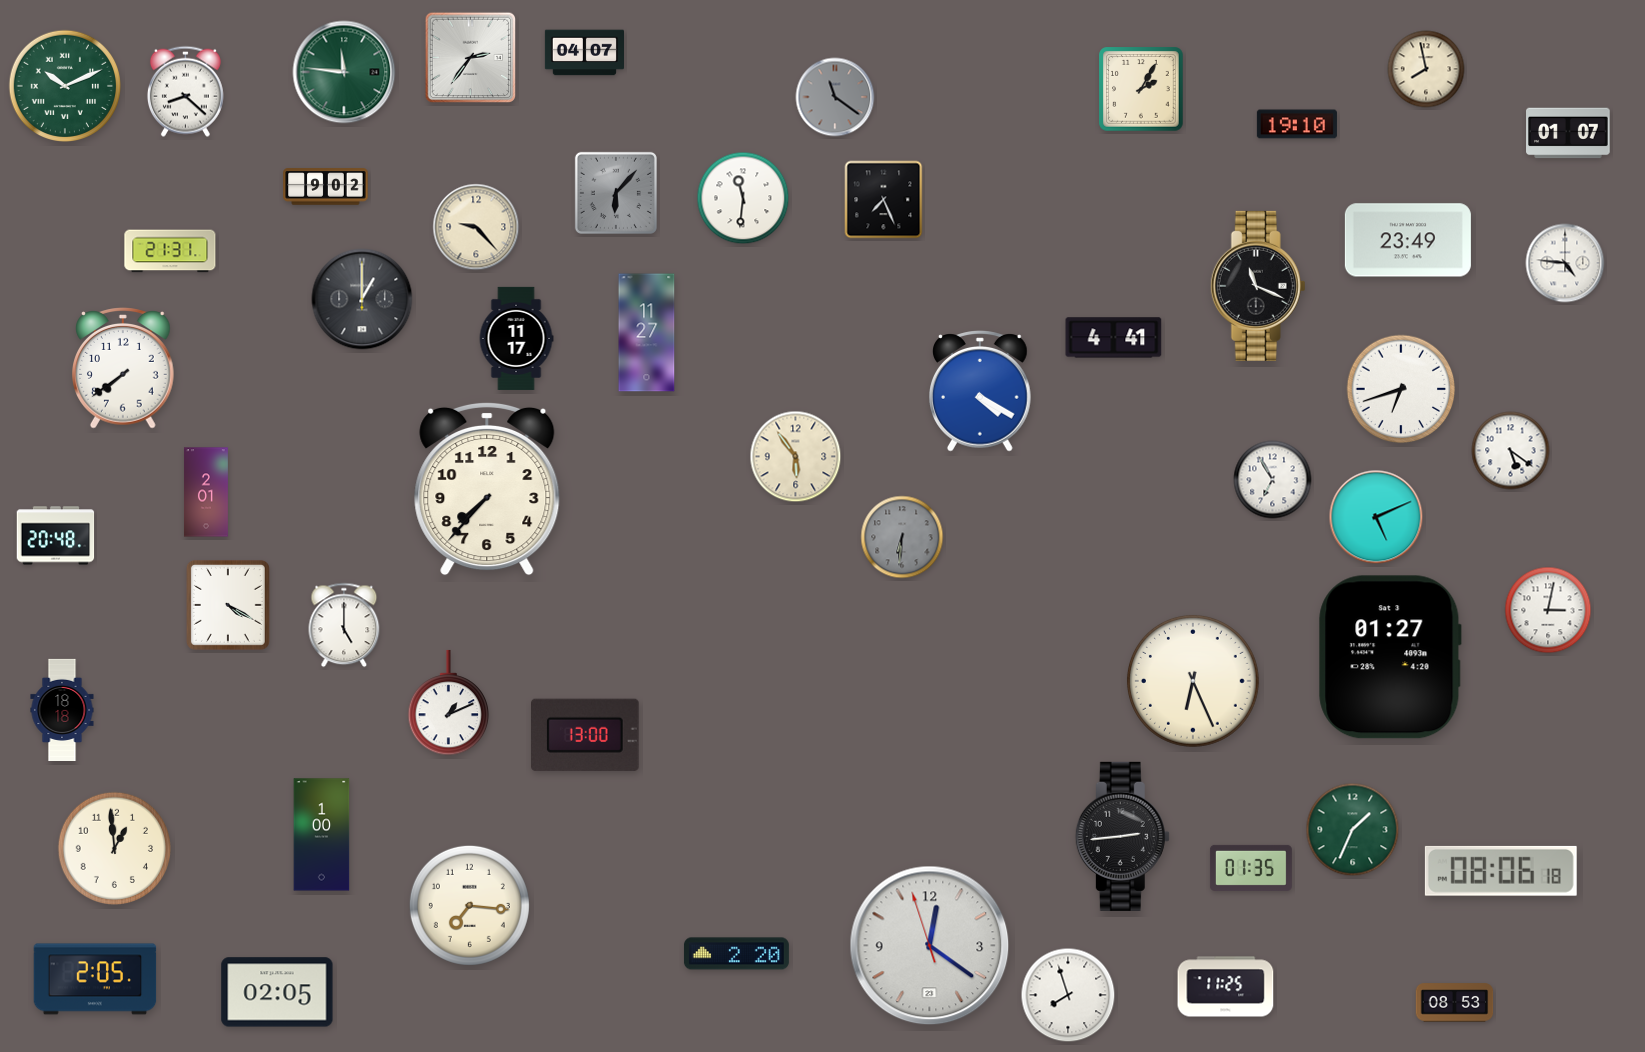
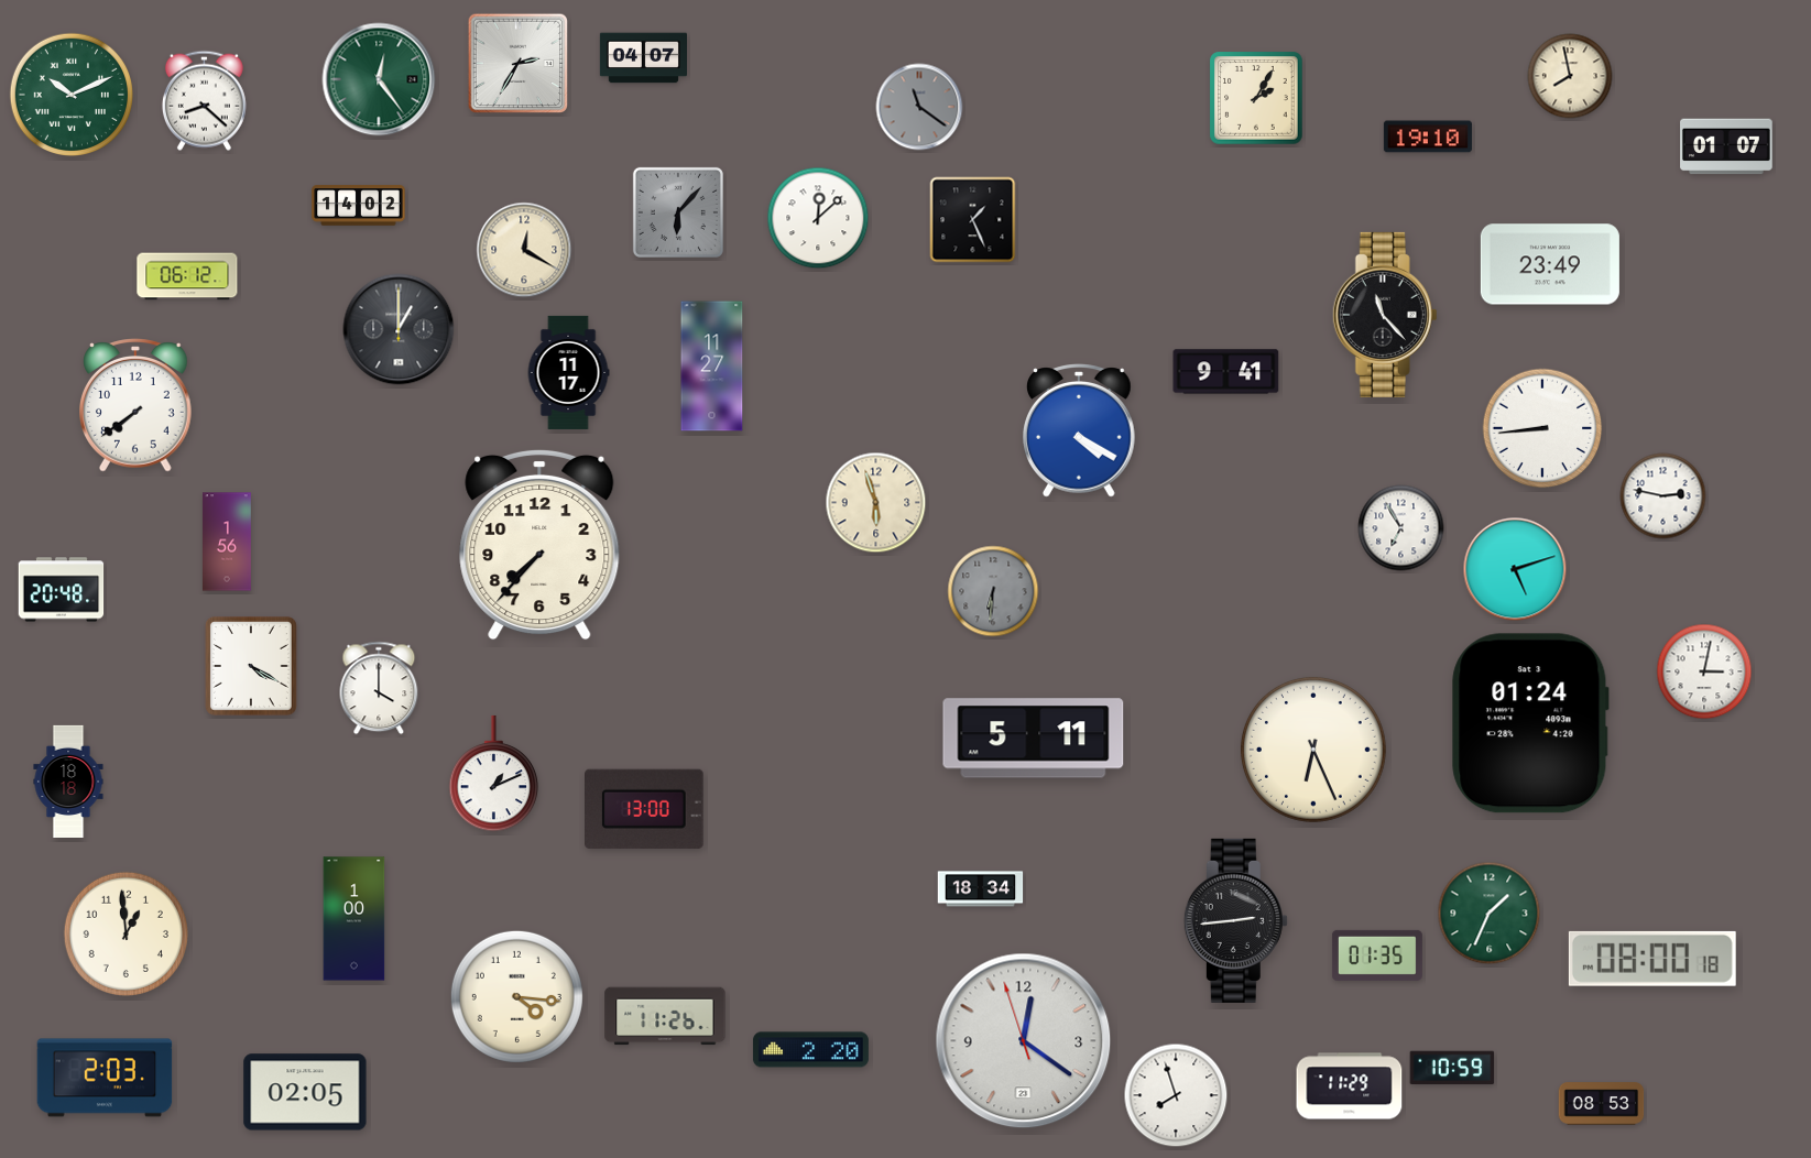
clock at (471, 58): 2:36 -> 2:35
clock at (344, 72): 11:46 -> 12:24
clock at (326, 187): 9:02 -> 14:02
clock at (743, 198): 11:31 -> 12:08
clock at (884, 200): 7:26 -> 1:26
clock at (476, 227): 9:23 -> 12:20
clock at (170, 251): 21:31 -> 06:12
clock at (1565, 263): 4:46 -> none
clock at (1258, 286): 11:19 -> 11:23
clock at (1114, 338): 4:41 -> 9:41
clock at (1401, 389): 6:42 -> 8:44
clock at (1511, 451): 5:21 -> 2:47
clock at (796, 457): 5:54 -> 5:57
clock at (487, 489) position: (487, 489) -> (539, 545)
clock at (206, 492): 2:01 -> 1:56
clock at (1376, 517): 5:11 -> 5:12
clock at (344, 625): 5:00 -> 4:00
clock at (1390, 657): 01:27 -> 01:24
clock at (1034, 739): none -> 5:11
clock at (981, 889): none -> 18:34
clock at (1501, 871): 08:06 -> 08:00
clock at (469, 905): 7:16 -> 4:16
clock at (665, 1016): none -> 11:26
clock at (1452, 1068): none -> 10:59
clock at (95, 979): 2:05 -> 2:03
clock at (1226, 987): 11:25 -> 11:29
